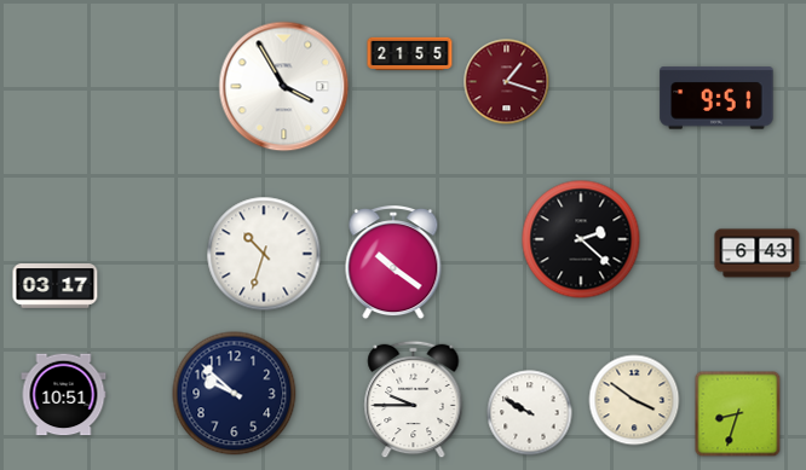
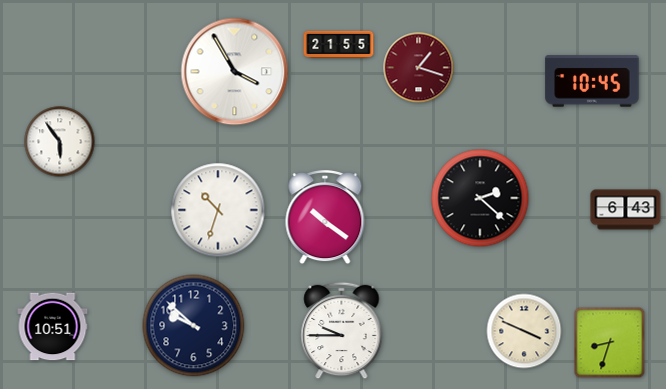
clock at (716, 98): 9:51 -> 10:45
clock at (60, 142): none -> 5:54
clock at (56, 286): 03:17 -> none
clock at (634, 400): 3:51 -> 3:49
clock at (530, 413): 9:50 -> none
